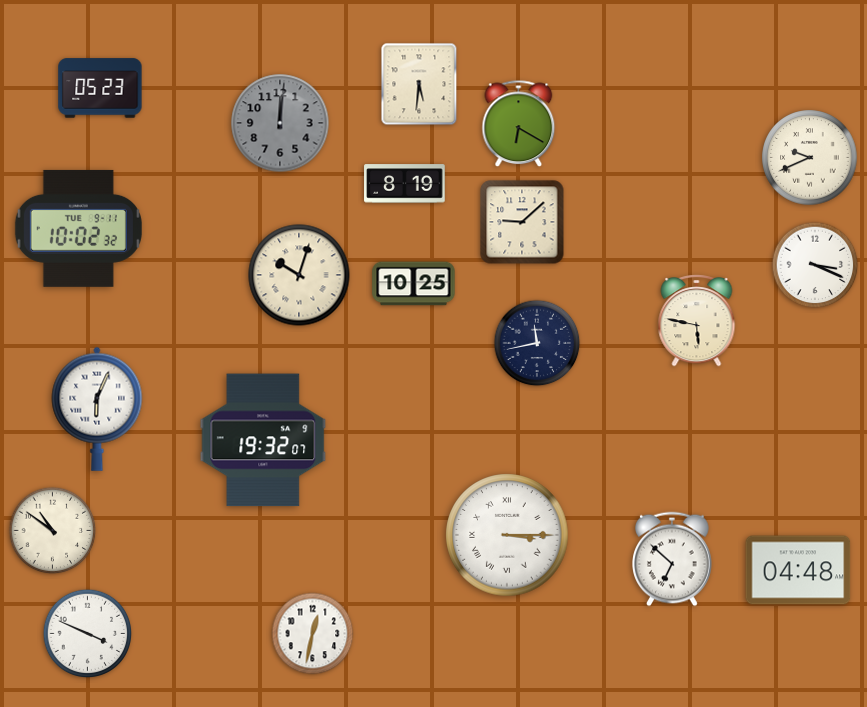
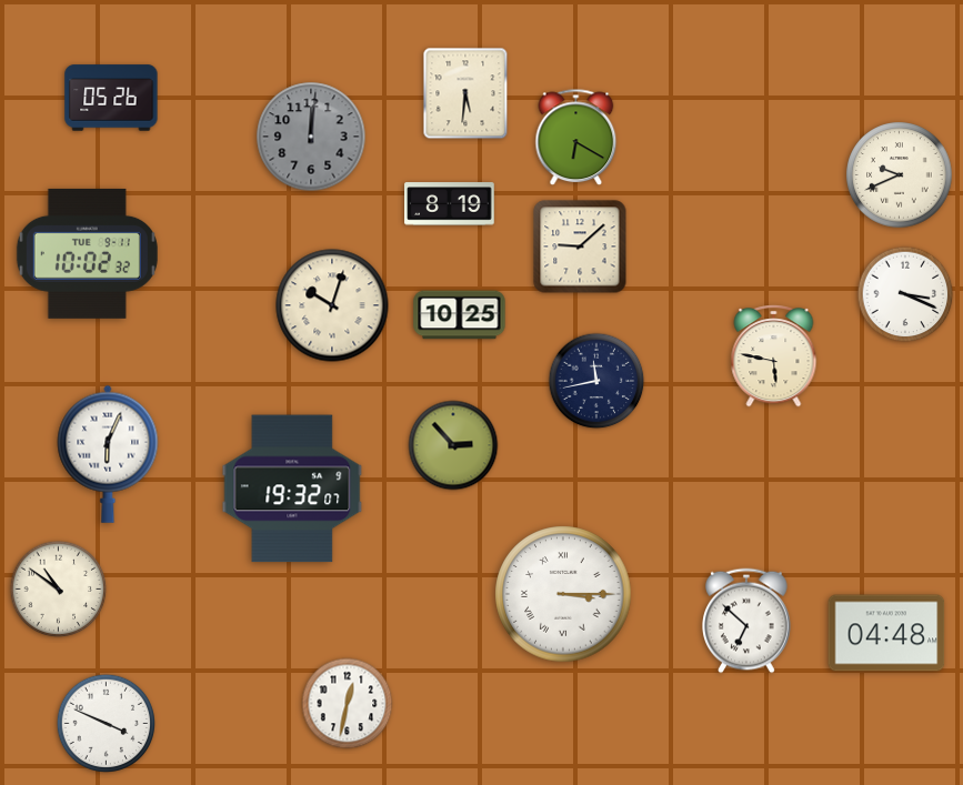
clock at (100, 88): 05:23 -> 05:26
clock at (453, 445): none -> 2:53
clock at (88, 634) position: (88, 634) -> (107, 724)
